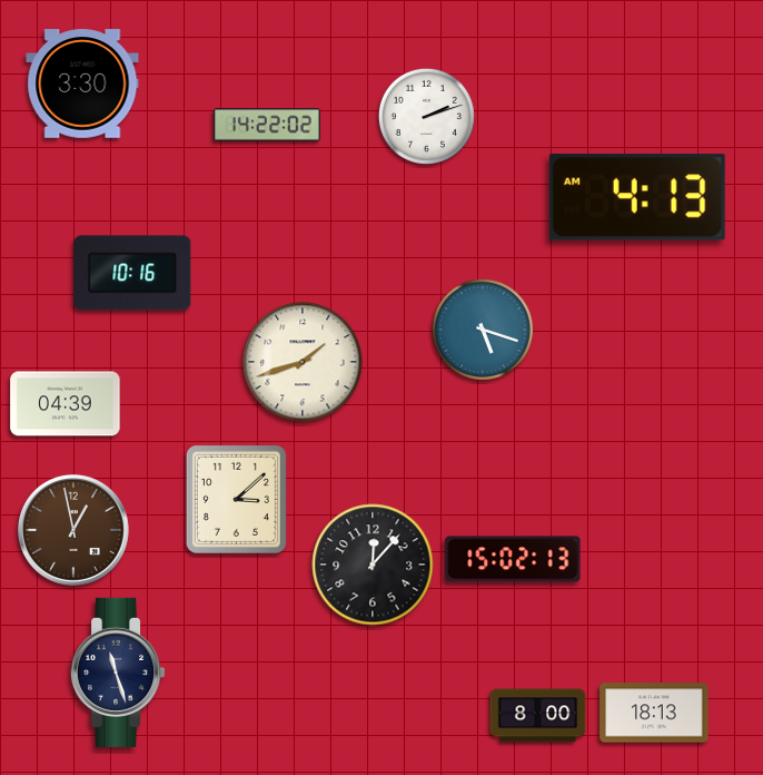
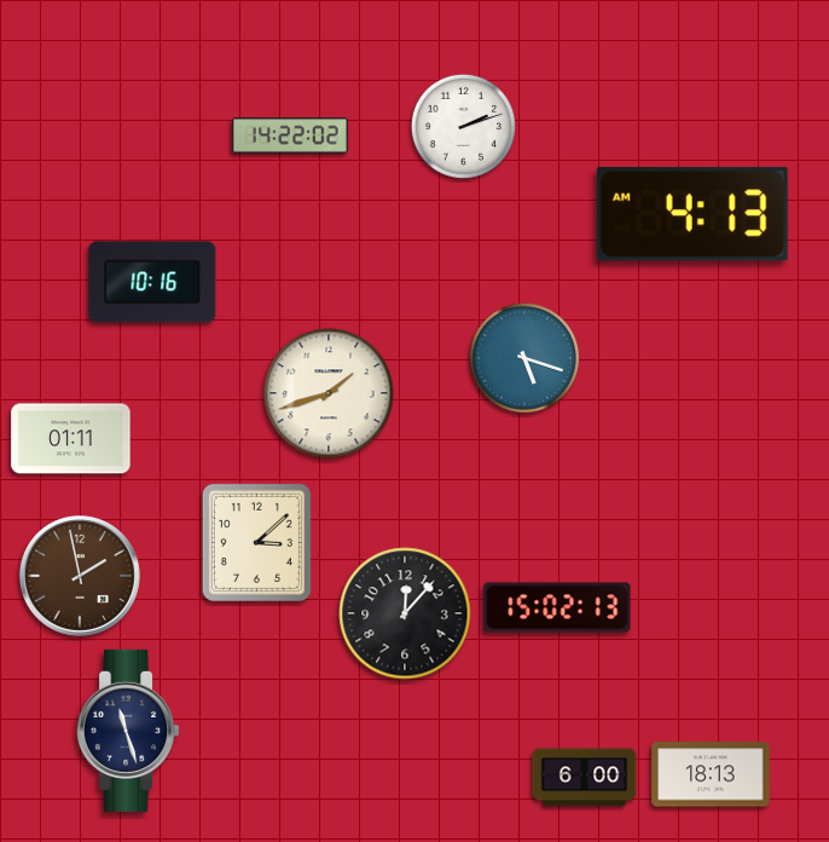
clock at (82, 84): 3:30 -> none
clock at (132, 273) position: (132, 273) -> (152, 282)
clock at (66, 404): 04:39 -> 01:11
clock at (73, 530): 12:58 -> 1:58
clock at (538, 716): 8:00 -> 6:00
